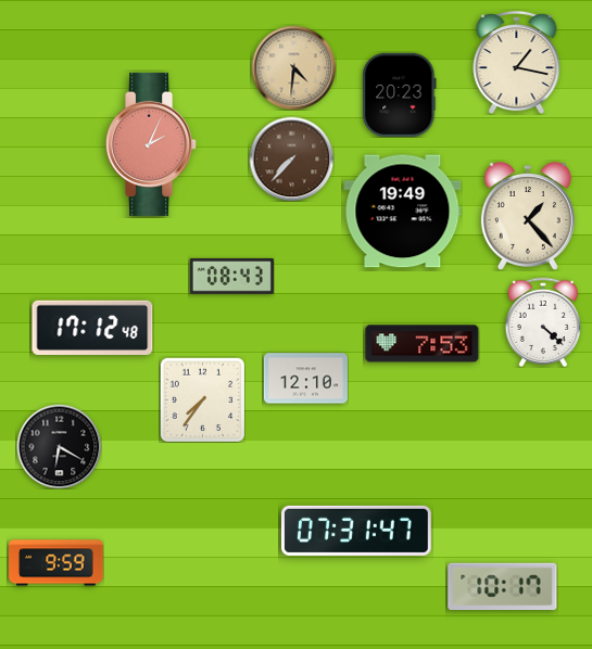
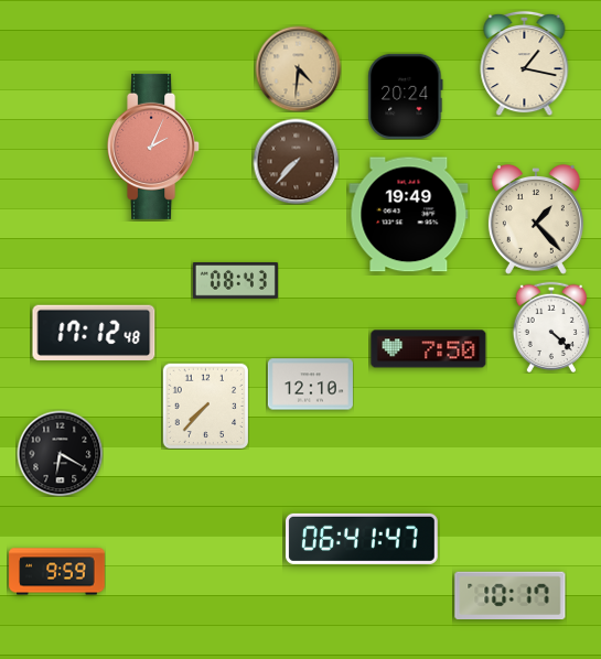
clock at (400, 94): 20:23 -> 20:24
clock at (423, 344): 7:53 -> 7:50
clock at (202, 399): 7:36 -> 7:37
clock at (357, 531): 07:31 -> 06:41
